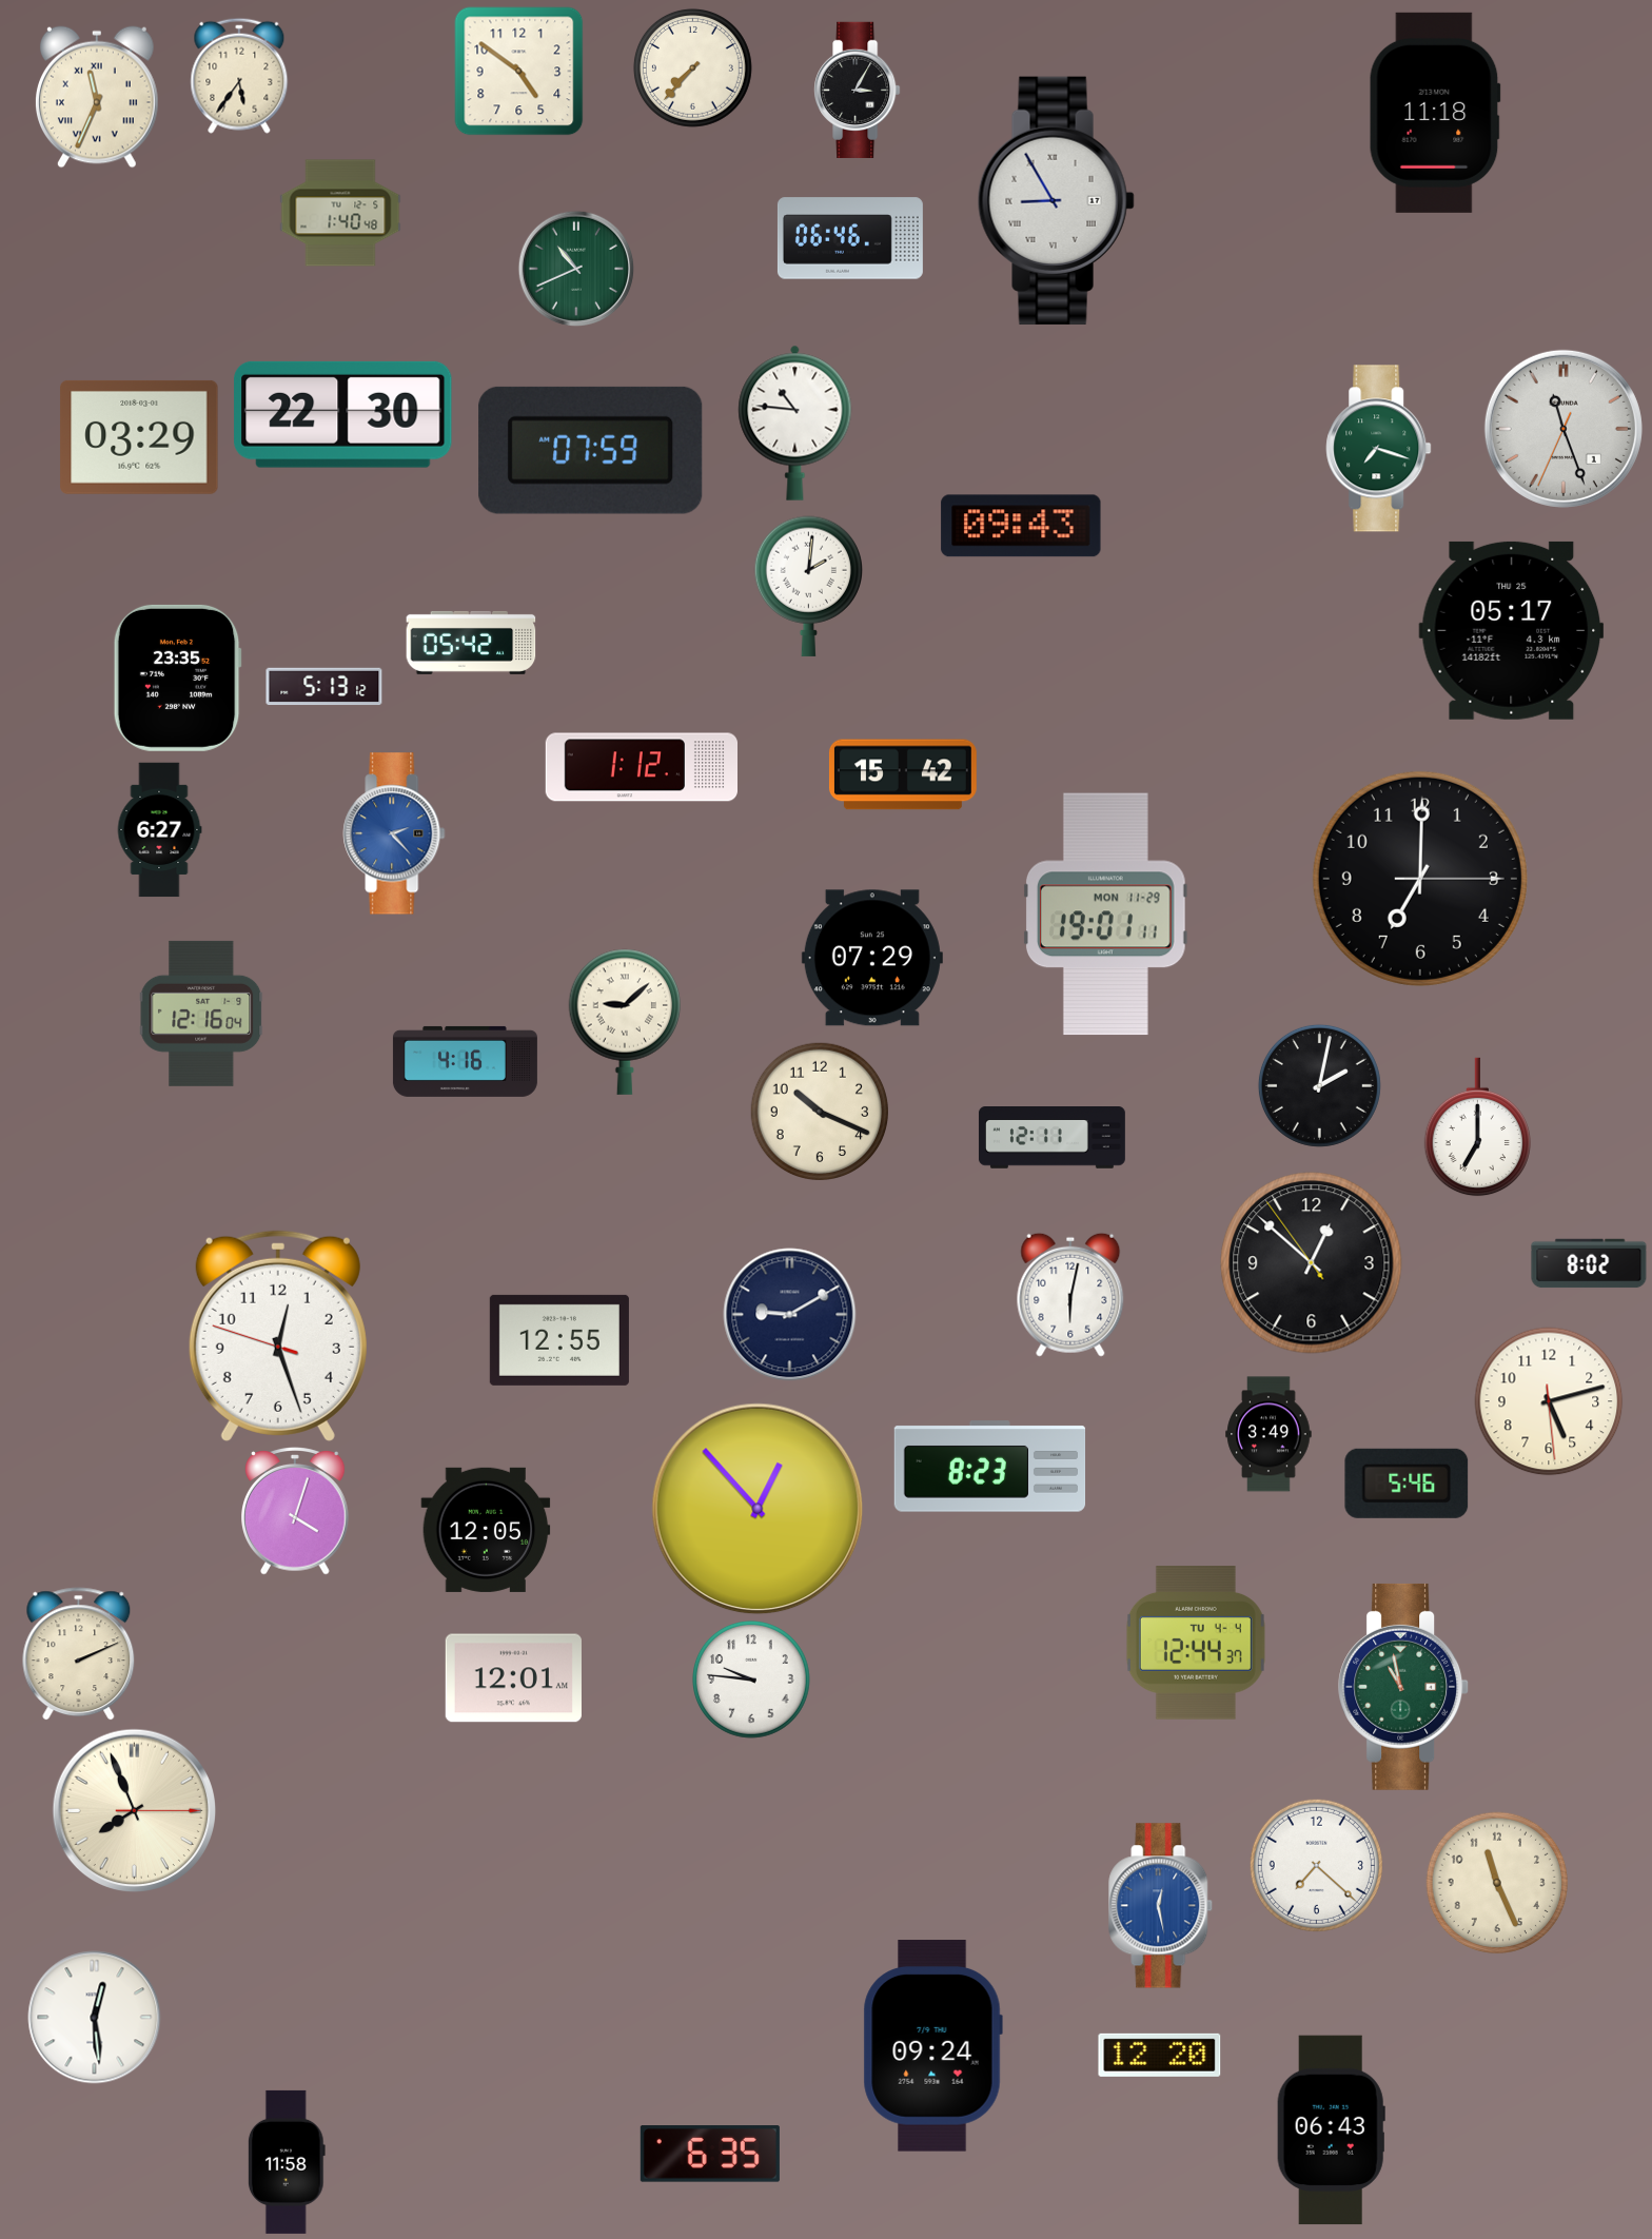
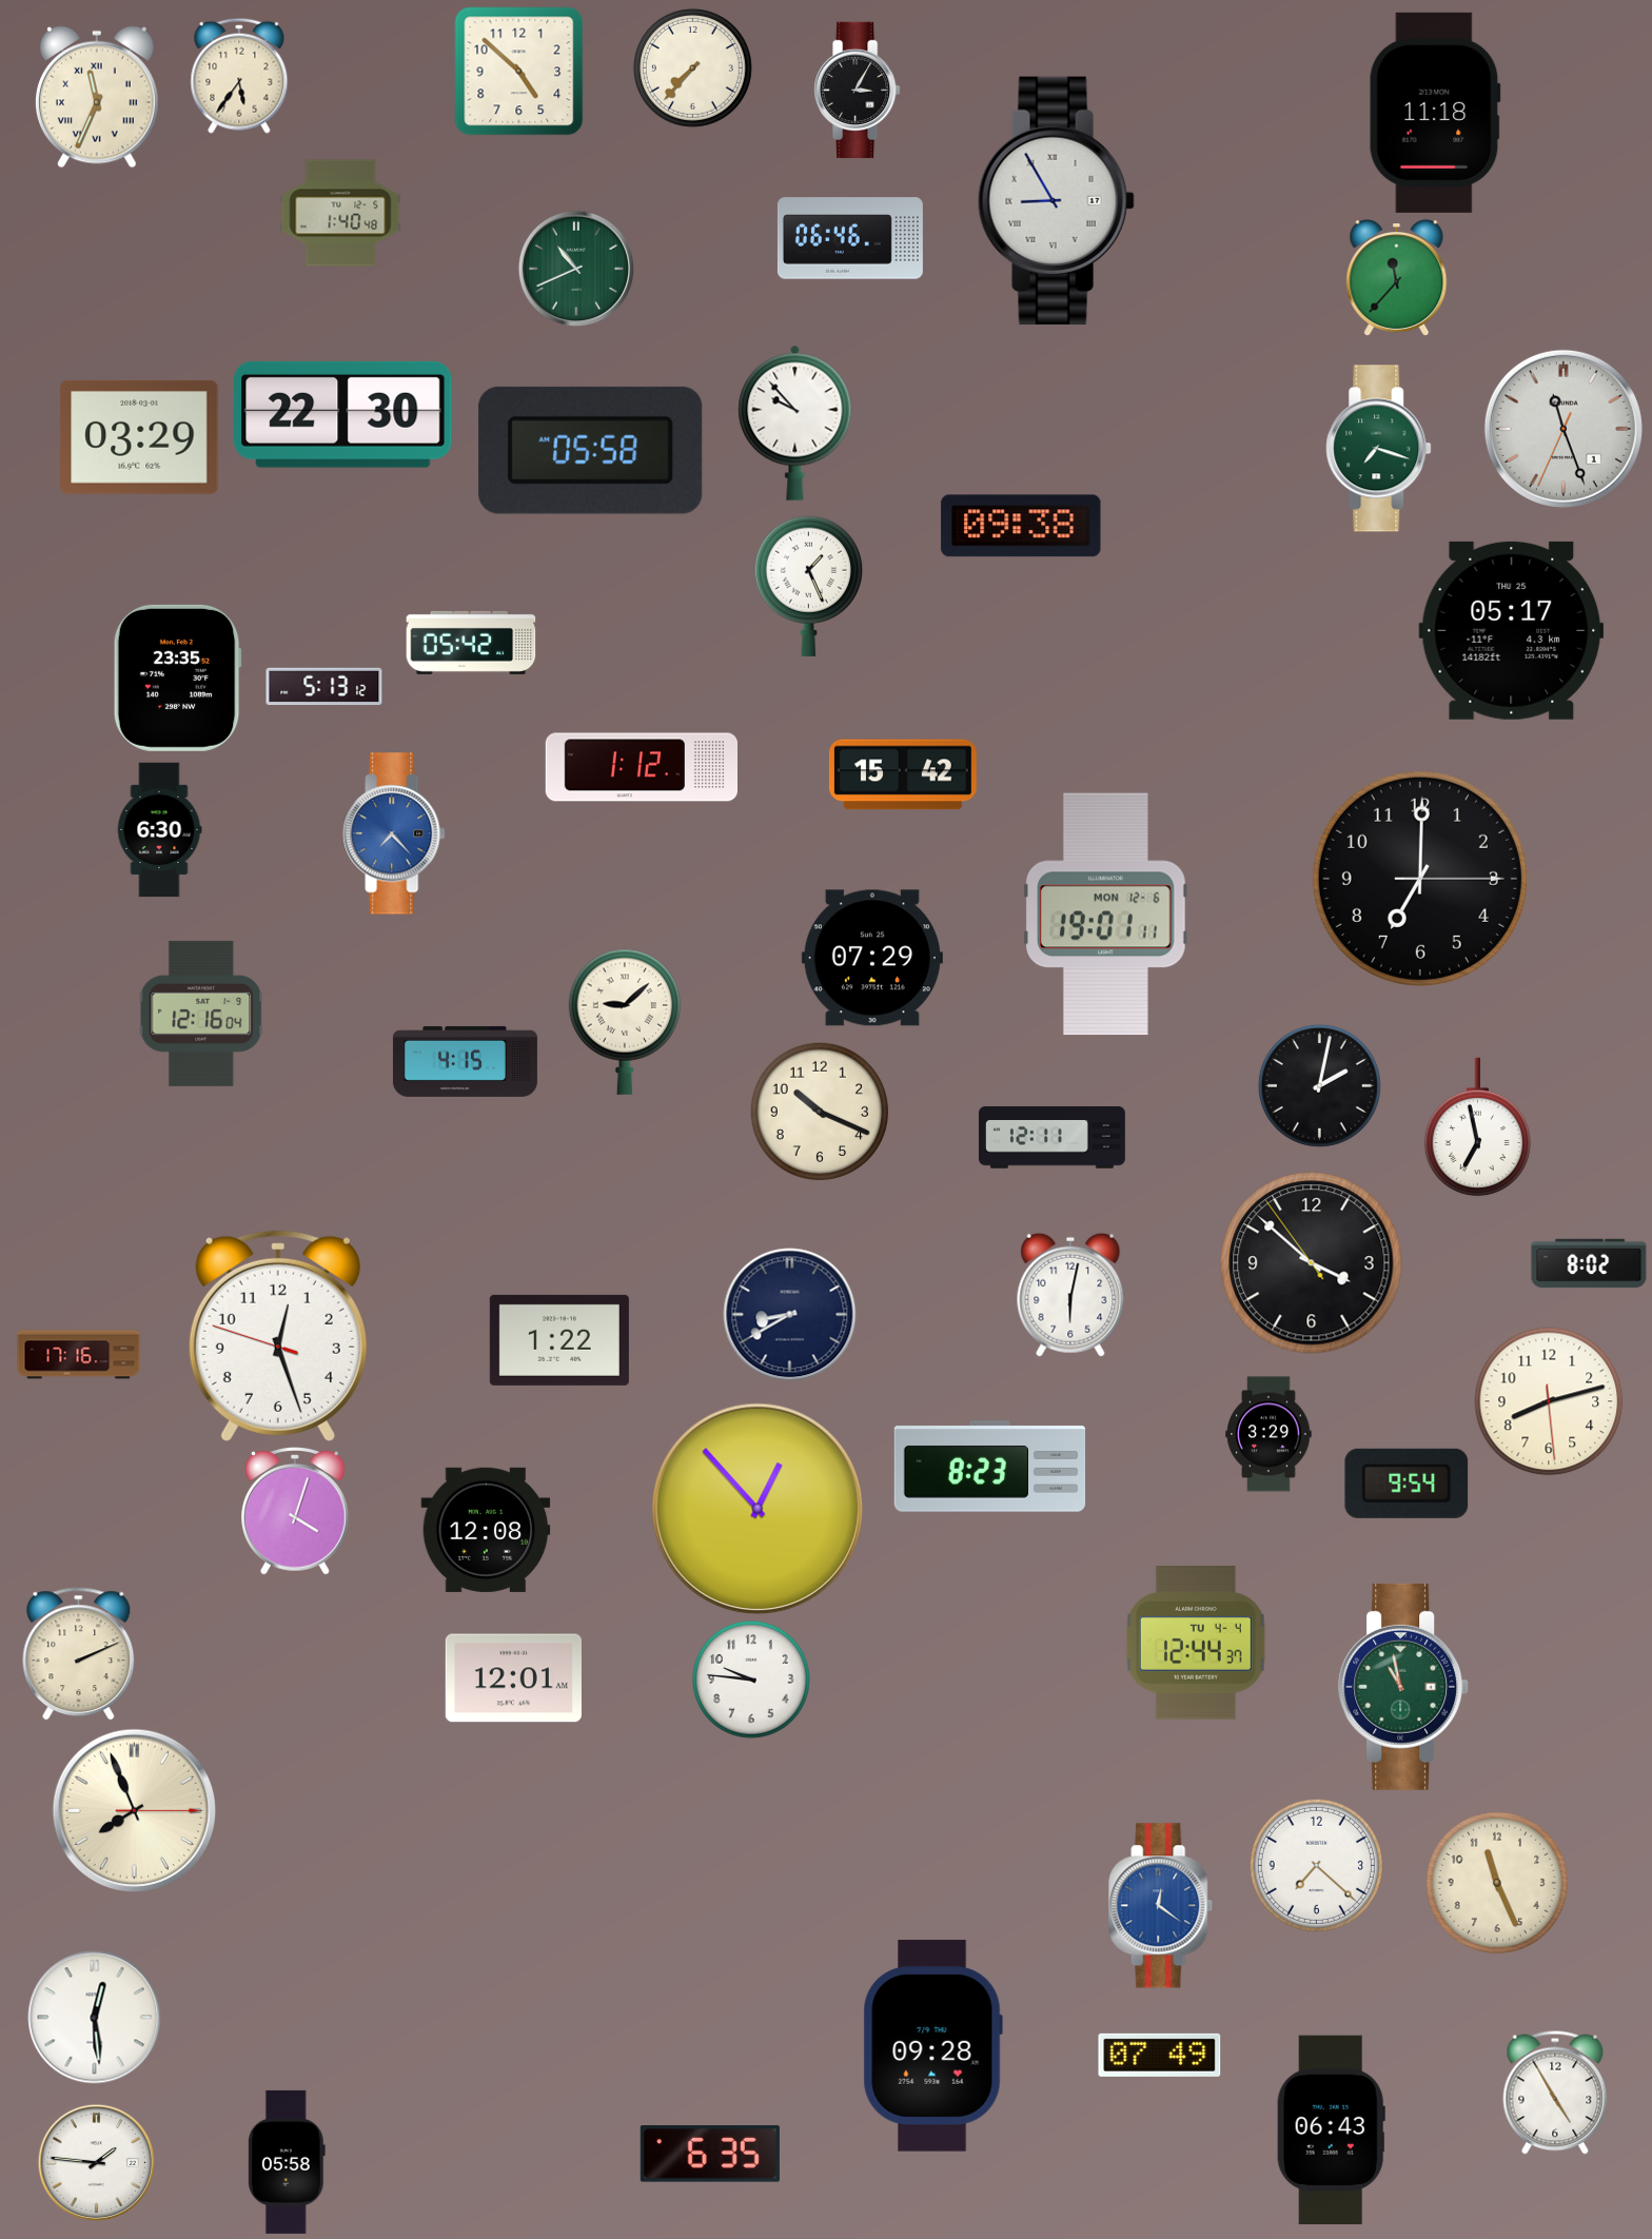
clock at (519, 72): 4:51 -> 4:52
clock at (1397, 278): none -> 11:37
clock at (795, 423): 10:46 -> 9:53
clock at (591, 450): 07:59 -> 05:58
clock at (1021, 526): 09:43 -> 09:38
clock at (808, 586): 2:01 -> 1:26
clock at (159, 830): 6:27 -> 6:30
clock at (394, 833): 2:23 -> 7:23
clock at (1105, 915) date: MON 11-29 -> MON 12-6
clock at (465, 1061): 4:16 -> 4:15
clock at (1477, 1127): 7:00 -> 6:58
clock at (1312, 1263): 12:51 -> 3:51
clock at (790, 1315): 9:10 -> 8:40
clock at (559, 1340): 12:55 -> 1:22
clock at (79, 1355): none -> 17:16
clock at (1549, 1401): 5:12 -> 8:12
clock at (1268, 1434): 3:49 -> 3:29
clock at (1407, 1484): 5:46 -> 9:54
clock at (486, 1530): 12:05 -> 12:08
clock at (1161, 1906): 12:28 -> 12:21
clock at (932, 2046): 09:24 -> 09:28
clock at (1160, 2055): 12:20 -> 07:49
clock at (1555, 2093): none -> 4:55
clock at (96, 2162): none -> 1:46
clock at (287, 2162): 11:58 -> 05:58
